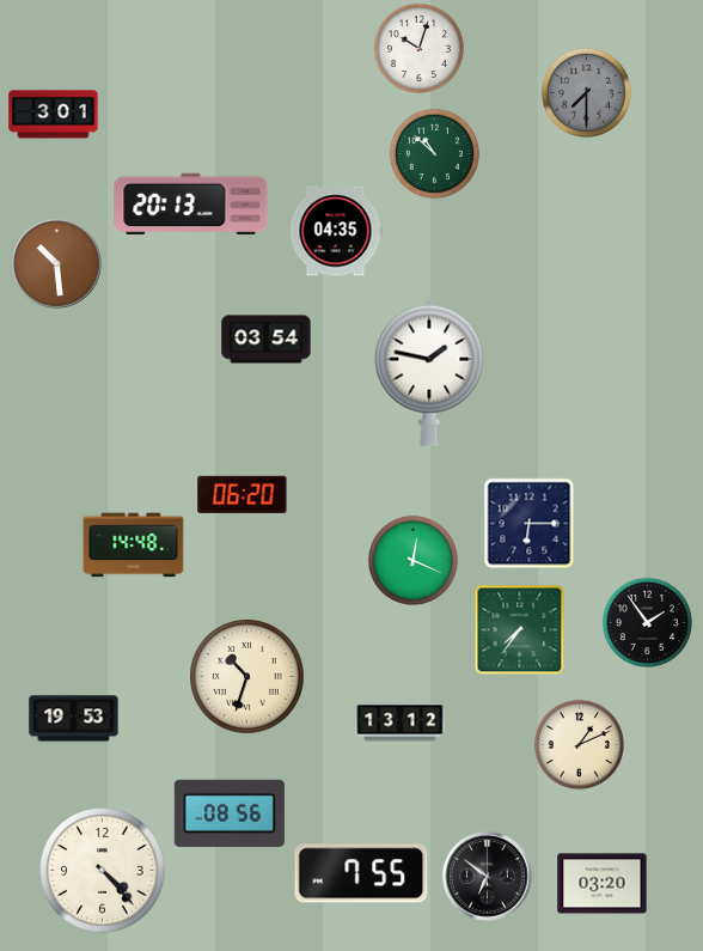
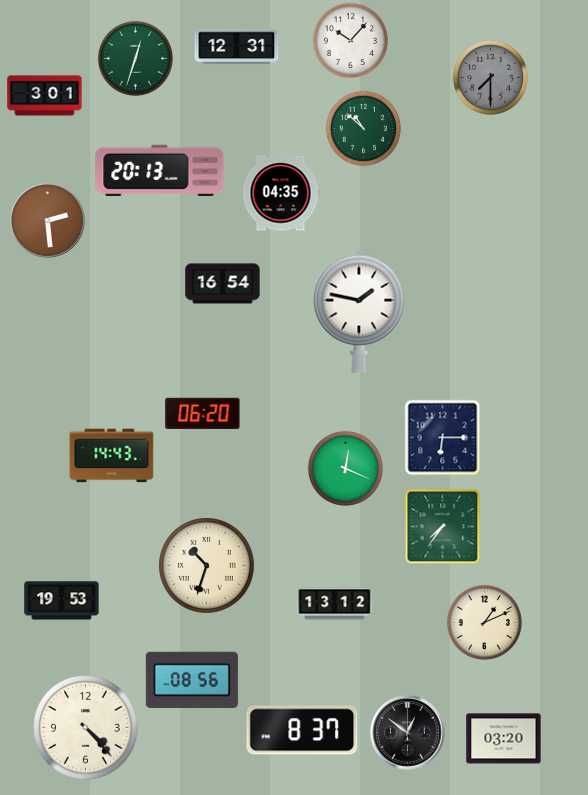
clock at (418, 48): 10:03 -> 10:07
clock at (237, 47): none -> 12:31
clock at (135, 58): none -> 12:33
clock at (57, 264): 10:29 -> 2:29
clock at (267, 340): 03:54 -> 16:54
clock at (134, 545): 14:48 -> 14:43
clock at (647, 622): 1:54 -> none
clock at (520, 630) position: (520, 630) -> (443, 527)
clock at (361, 873): 7:55 -> 8:37
clock at (488, 877): 6:51 -> 12:51
